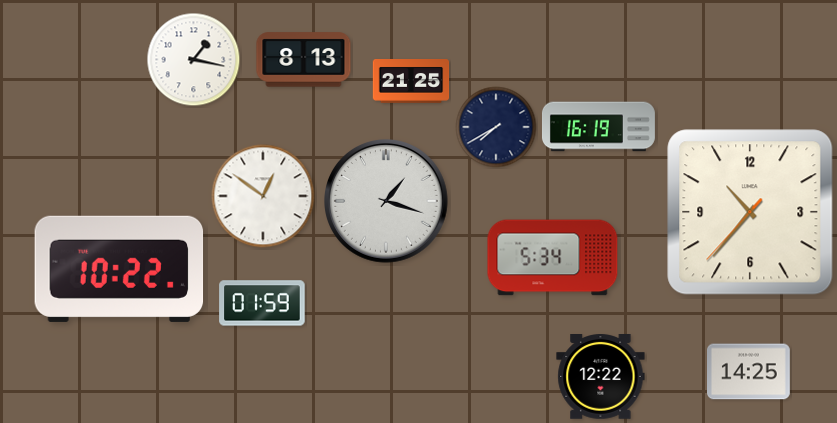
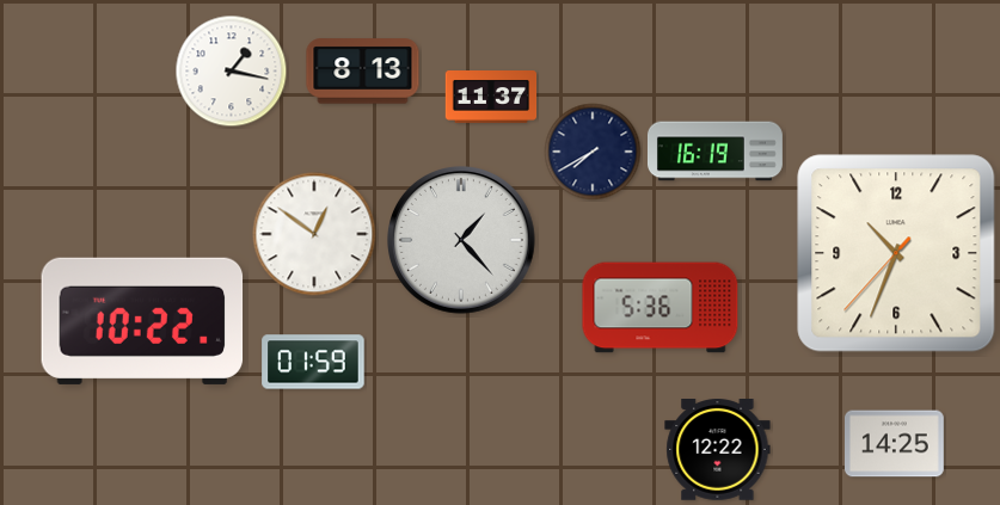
clock at (411, 82): 21:25 -> 11:37
clock at (387, 202): 1:18 -> 1:23
clock at (750, 212): 10:36 -> 10:33
clock at (553, 258): 5:34 -> 5:36
